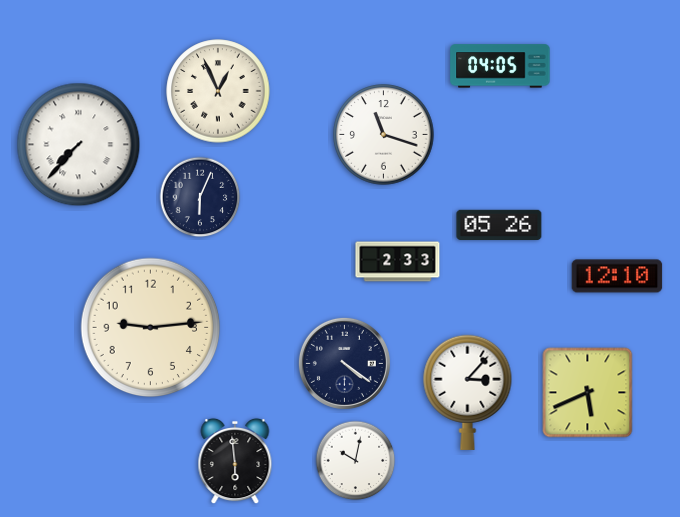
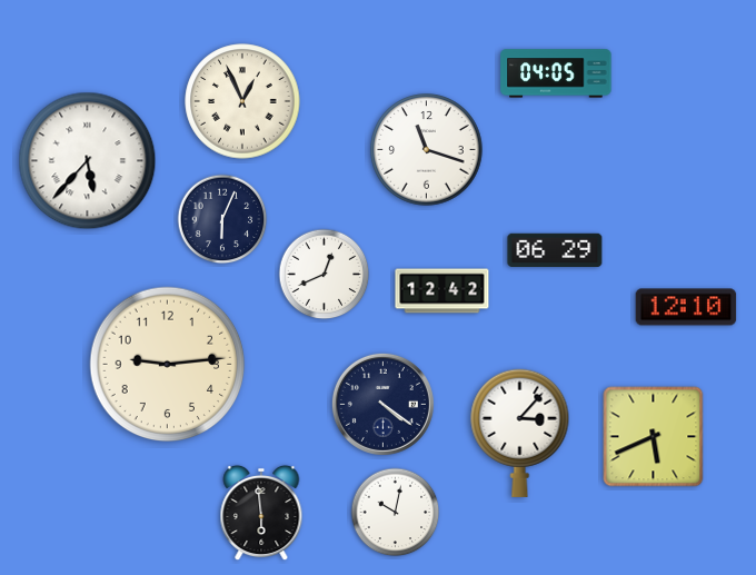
clock at (79, 145): 7:37 -> 5:37
clock at (499, 224): 05:26 -> 06:29
clock at (325, 275): none -> 12:41
clock at (398, 262): 2:33 -> 12:42
clock at (468, 392) position: (468, 392) -> (520, 433)
